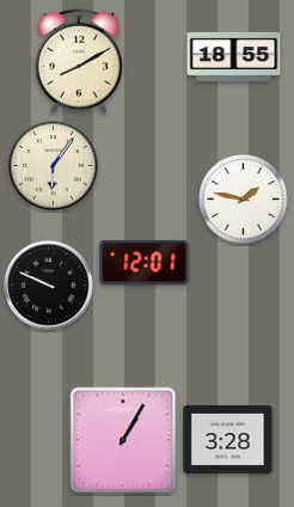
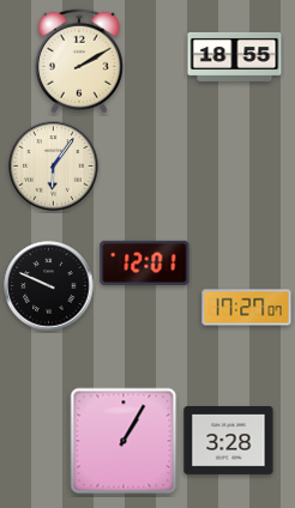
clock at (79, 61): 8:10 -> 2:10
clock at (243, 198): 1:47 -> none
clock at (247, 308): none -> 17:27
